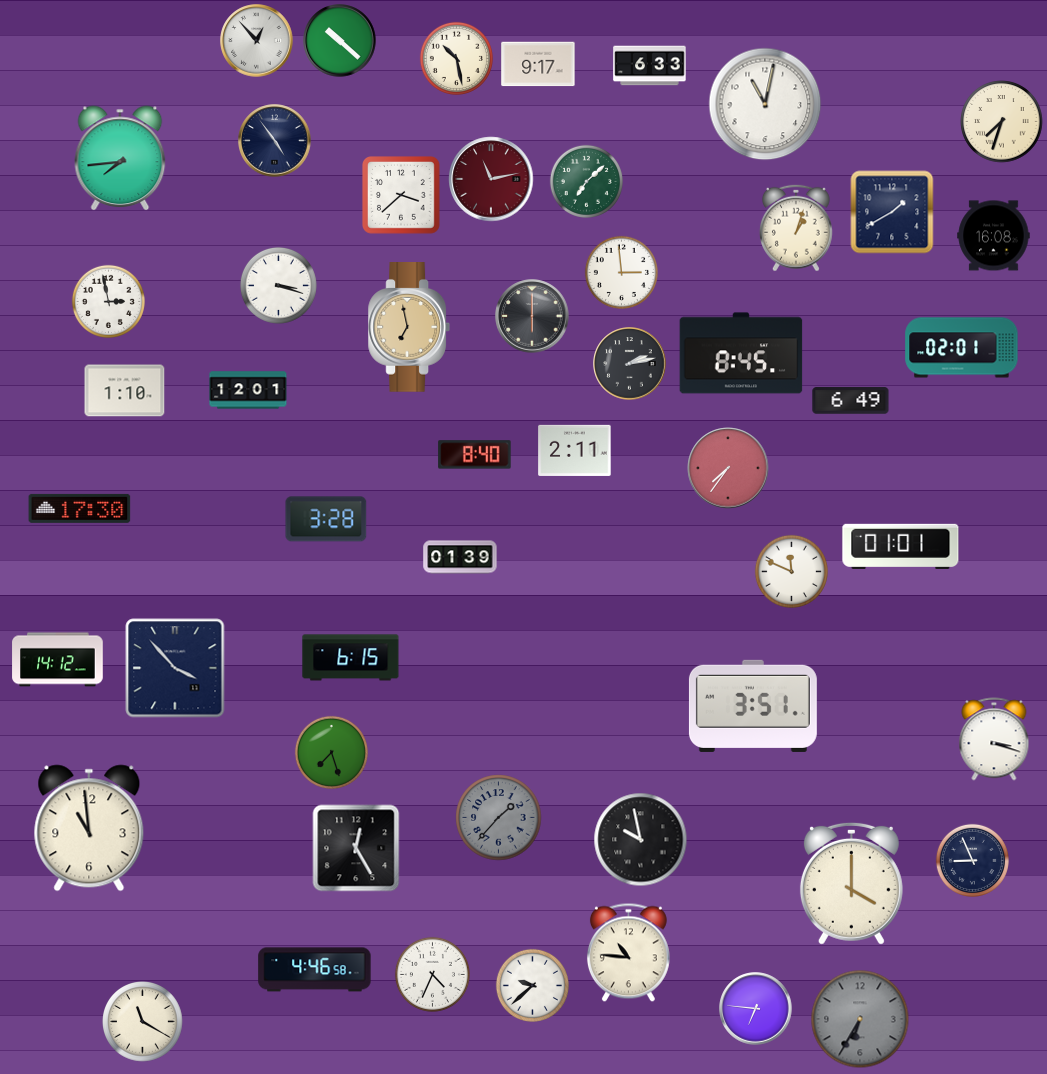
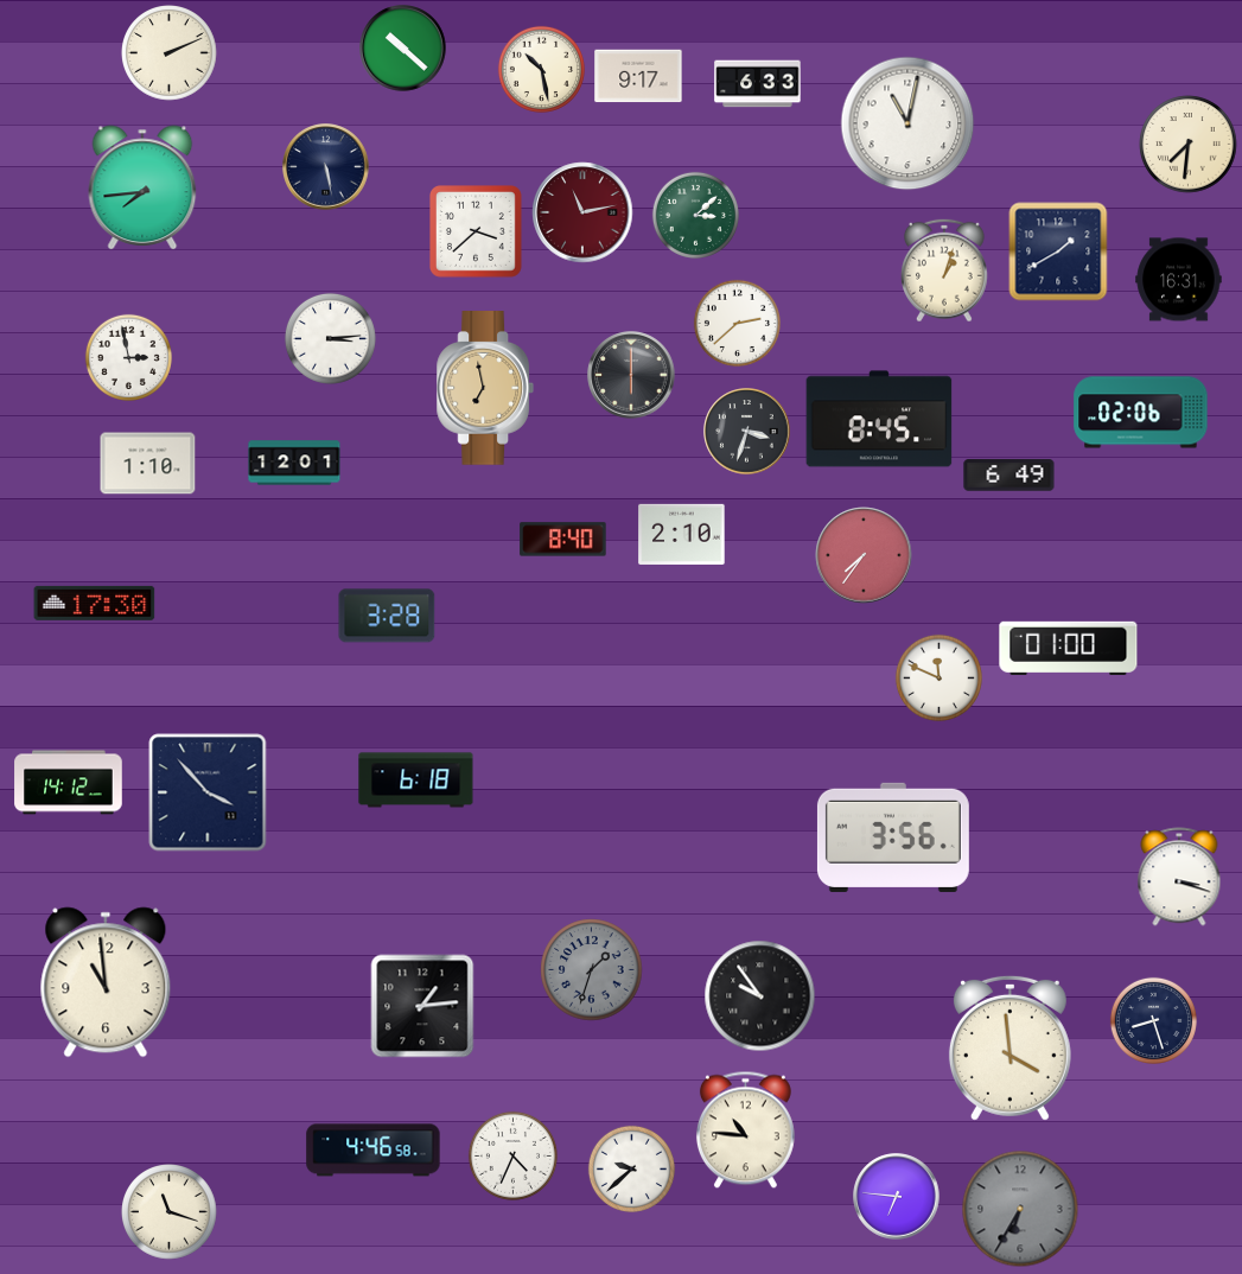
clock at (257, 41): 12:53 -> none
clock at (170, 53): none -> 2:11
clock at (650, 66) position: (650, 66) -> (758, 84)
clock at (1002, 122): 7:33 -> 7:31
clock at (275, 141): 4:54 -> 5:28
clock at (586, 181): 7:08 -> 3:08
clock at (994, 236): 16:08 -> 16:31
clock at (621, 272): 2:59 -> 2:38
clock at (278, 285): 3:18 -> 3:14
clock at (962, 348): 02:01 -> 02:06
clock at (630, 364): 2:13 -> 3:33
clock at (575, 450): 2:11 -> 2:10
clock at (901, 546): 01:01 -> 01:00
clock at (460, 557): 01:39 -> none
clock at (351, 658): 6:15 -> 6:18
clock at (753, 706): 3:51 -> 3:56
clock at (331, 752): 7:27 -> none
clock at (499, 818): 1:37 -> 1:33
clock at (641, 840): 9:58 -> 9:54
clock at (356, 848): 12:25 -> 1:14
clock at (972, 860): 8:56 -> 8:27
clock at (851, 883): 4:00 -> 3:59
clock at (143, 1022): 11:20 -> 11:18
